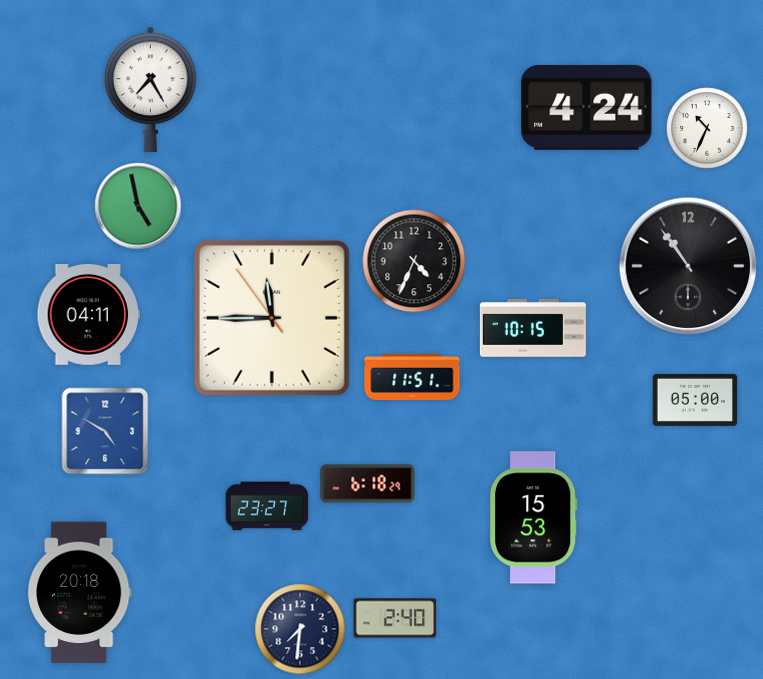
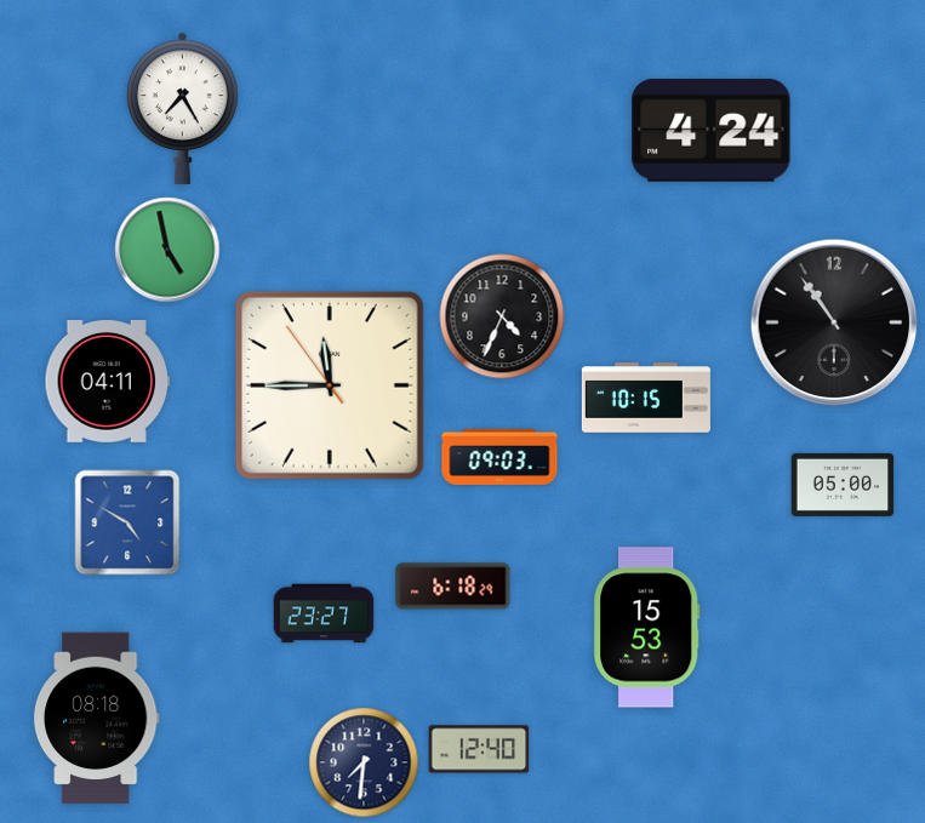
clock at (707, 128): 10:34 -> none
clock at (412, 377): 11:51 -> 09:03
clock at (368, 484) position: (368, 484) -> (453, 587)
clock at (79, 593): 20:18 -> 08:18
clock at (395, 618): 2:40 -> 12:40
